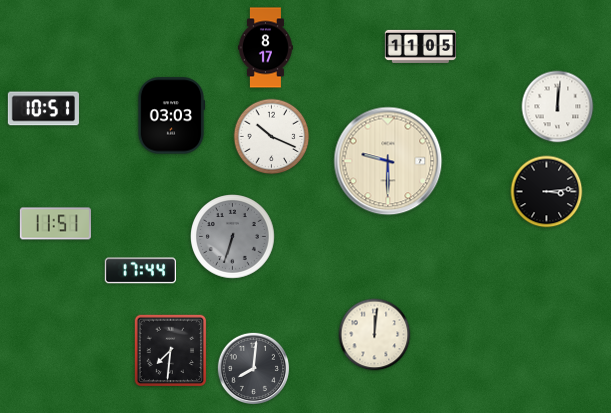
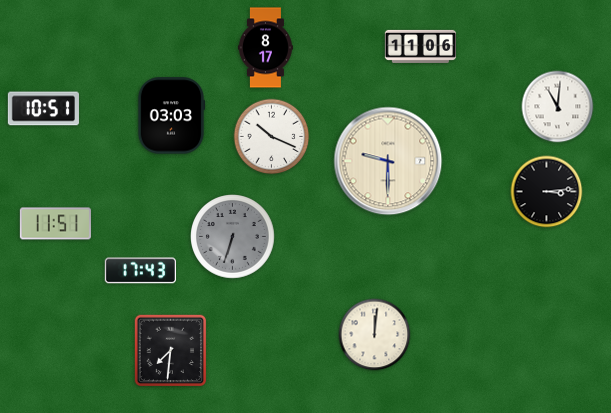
clock at (420, 46): 11:05 -> 11:06
clock at (558, 107): 12:01 -> 11:01
clock at (140, 271): 17:44 -> 17:43
clock at (253, 368): 8:01 -> none
